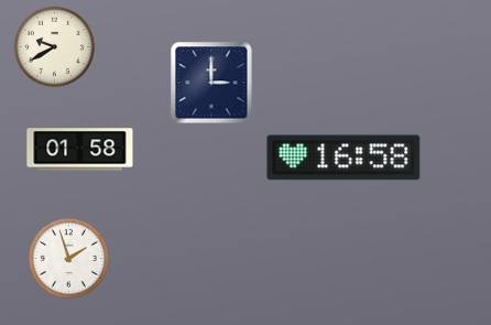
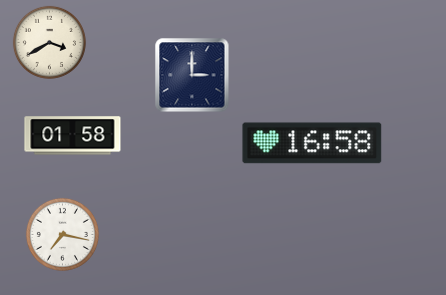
clock at (54, 46): 9:40 -> 3:40
clock at (68, 258): 1:57 -> 7:17
